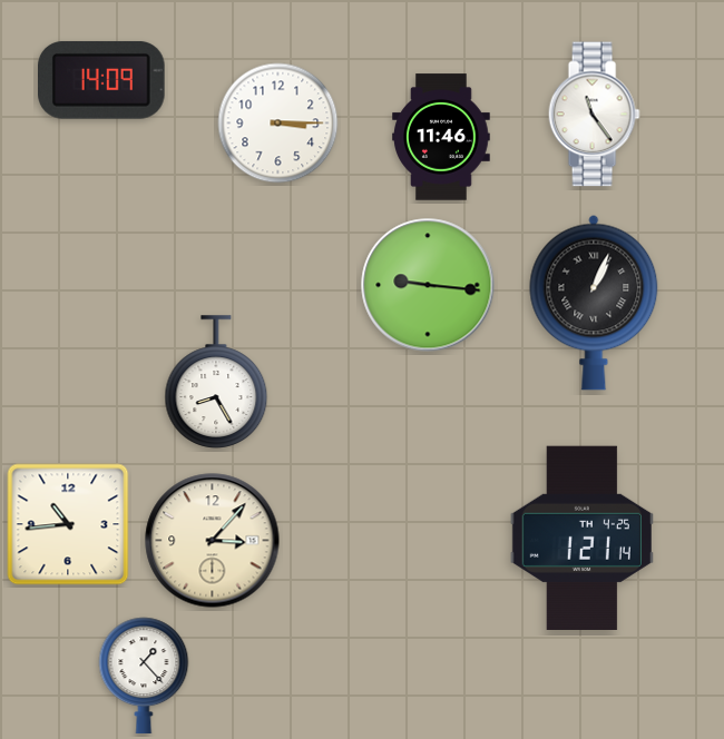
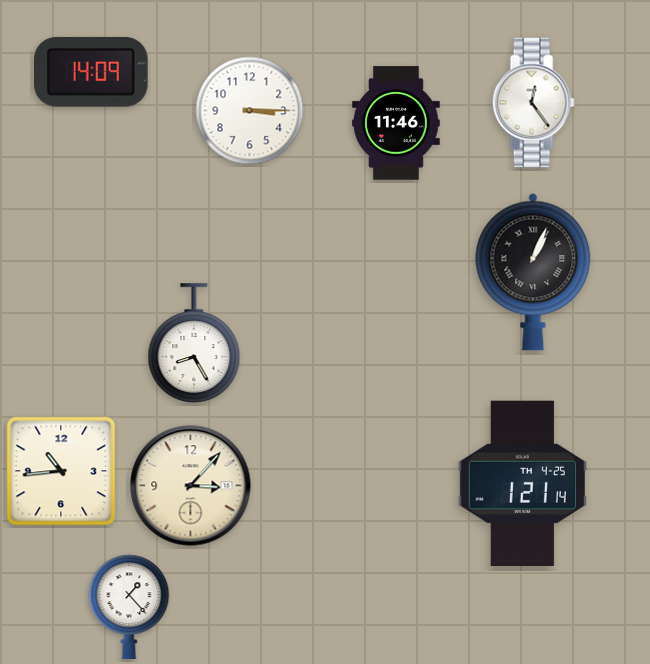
clock at (594, 115): 11:24 -> 12:24
clock at (428, 285): 9:16 -> none
